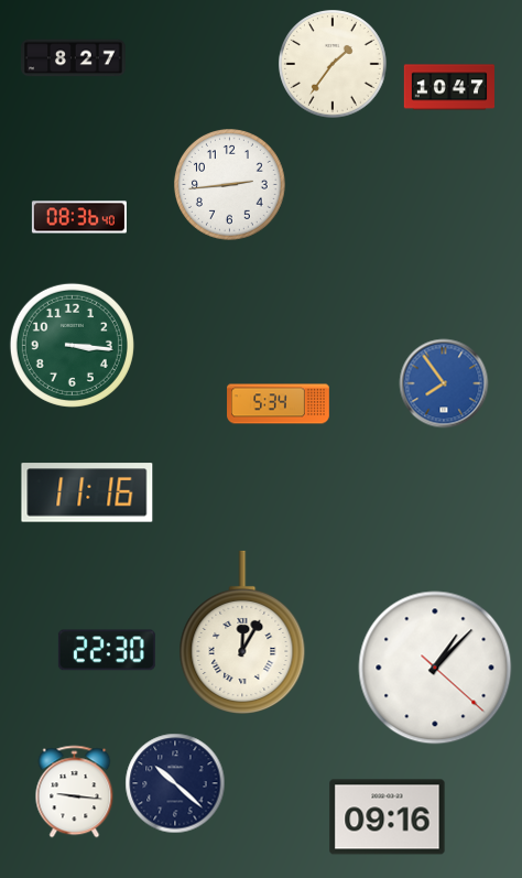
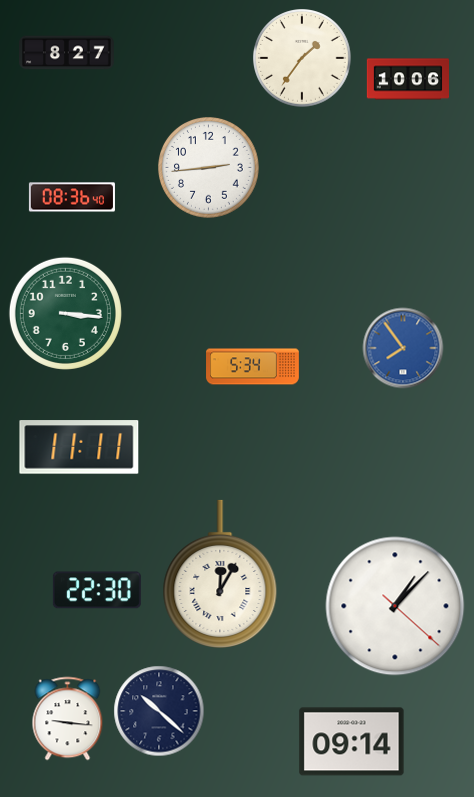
clock at (448, 87): 10:47 -> 10:06
clock at (87, 492): 11:16 -> 11:11
clock at (388, 817): 09:16 -> 09:14
